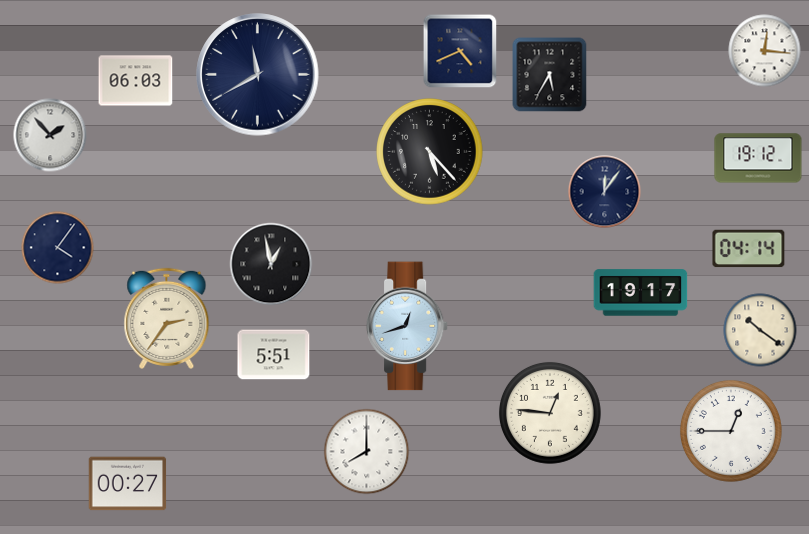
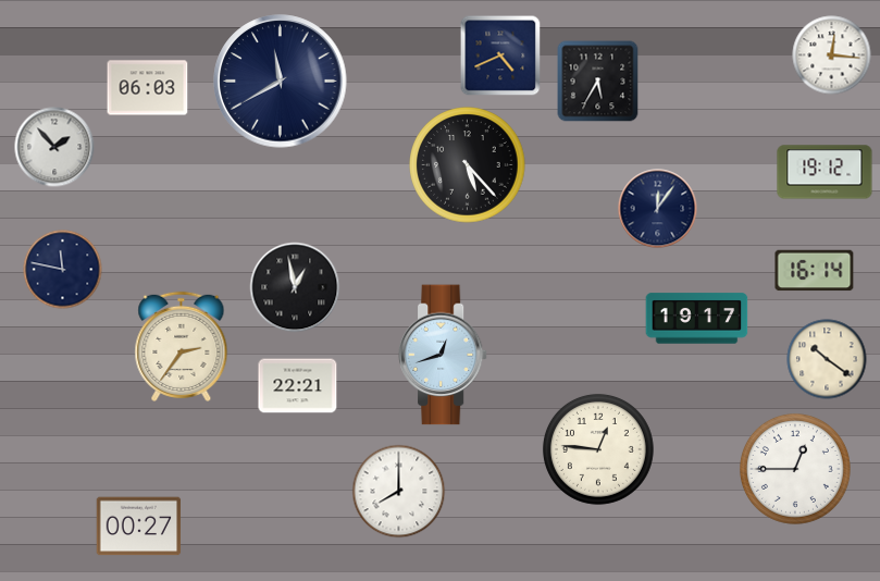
clock at (58, 248): 4:06 -> 11:47
clock at (749, 249): 04:14 -> 16:14
clock at (274, 355): 5:51 -> 22:21
